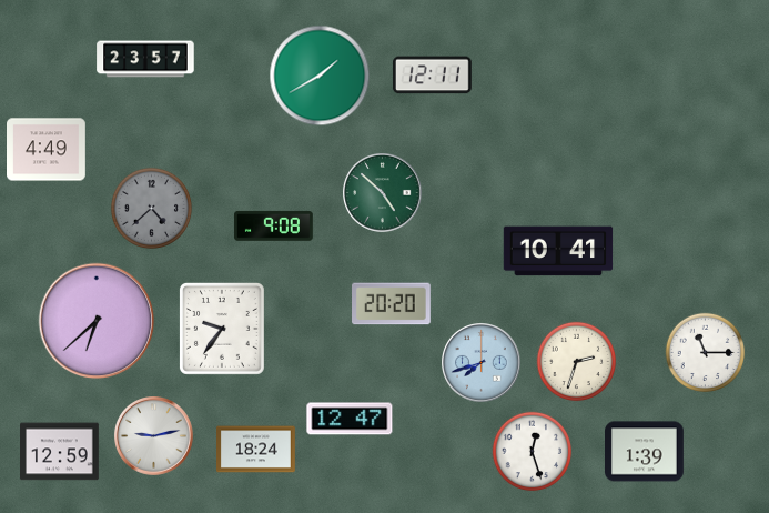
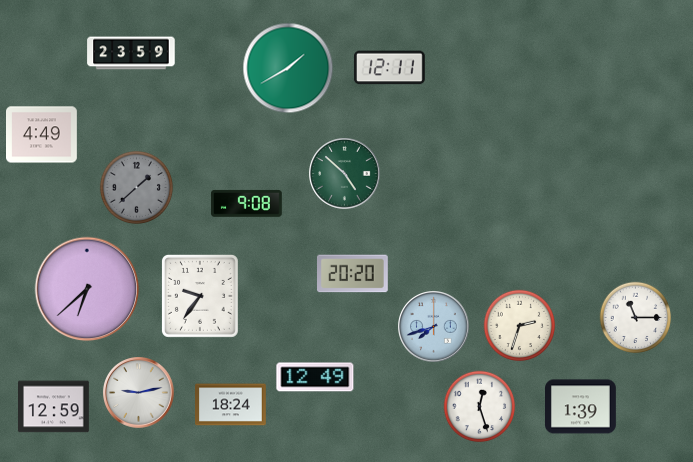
clock at (145, 59): 23:57 -> 23:59
clock at (151, 208): 4:38 -> 1:38
clock at (558, 251): 10:41 -> none
clock at (350, 419): 12:47 -> 12:49
